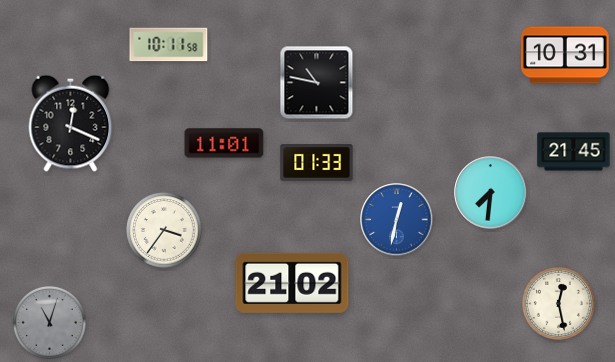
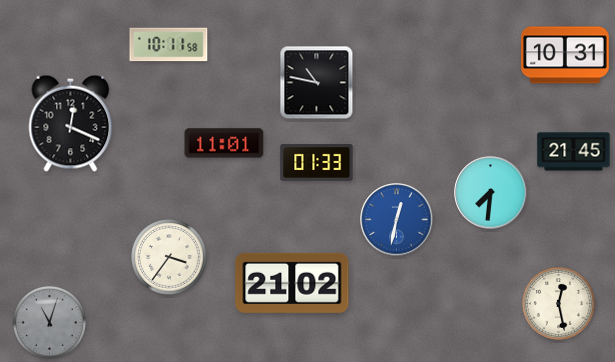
clock at (165, 231) position: (165, 231) -> (170, 258)
